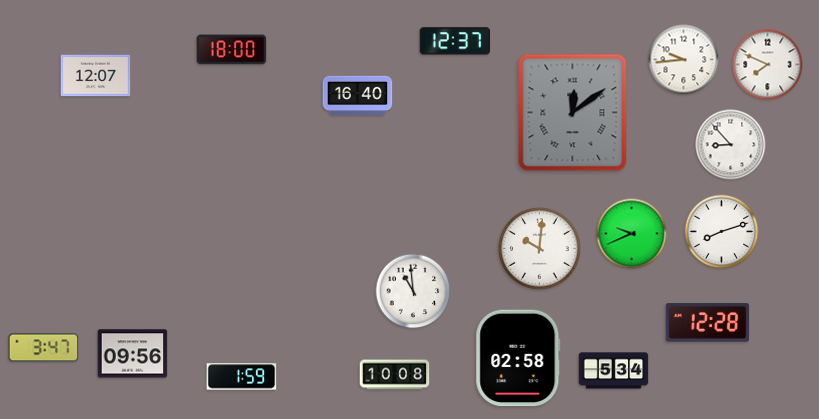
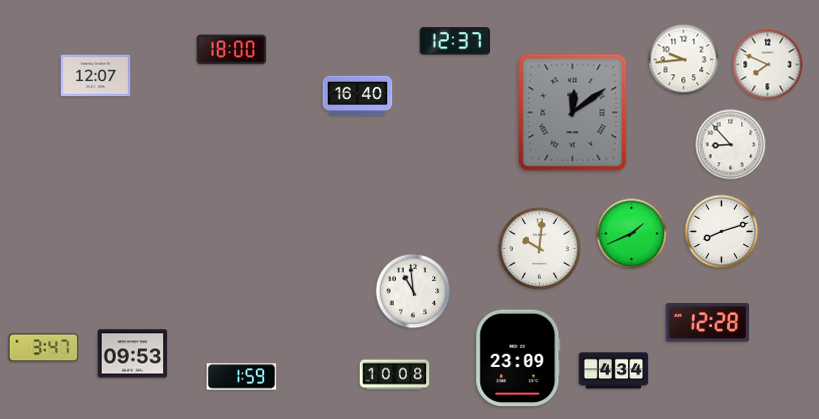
clock at (632, 234): 9:41 -> 1:41
clock at (133, 354): 09:56 -> 09:53
clock at (518, 358): 02:58 -> 23:09
clock at (614, 371): 5:34 -> 4:34
